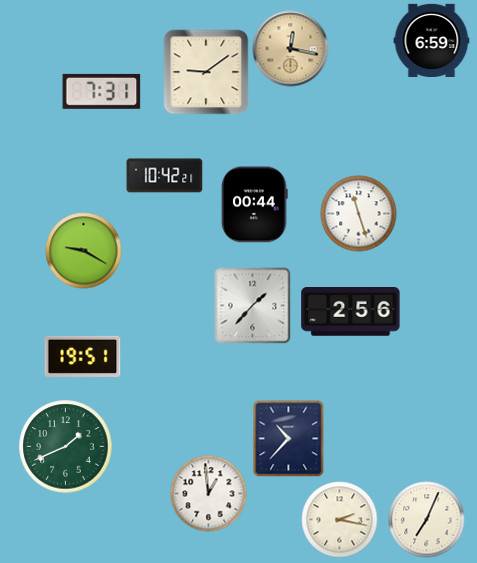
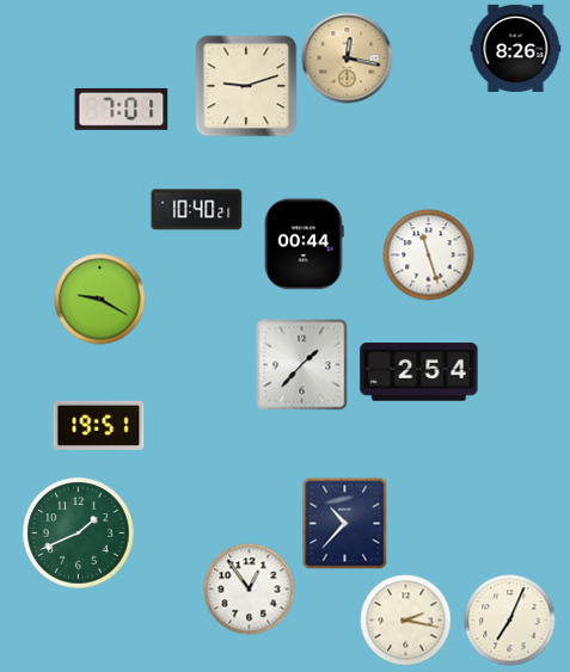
clock at (432, 40): 6:59 -> 8:26
clock at (206, 72): 9:09 -> 9:12
clock at (102, 91): 7:31 -> 7:01
clock at (165, 176): 10:42 -> 10:40
clock at (351, 312): 2:56 -> 2:54
clock at (209, 494): 12:59 -> 12:54
